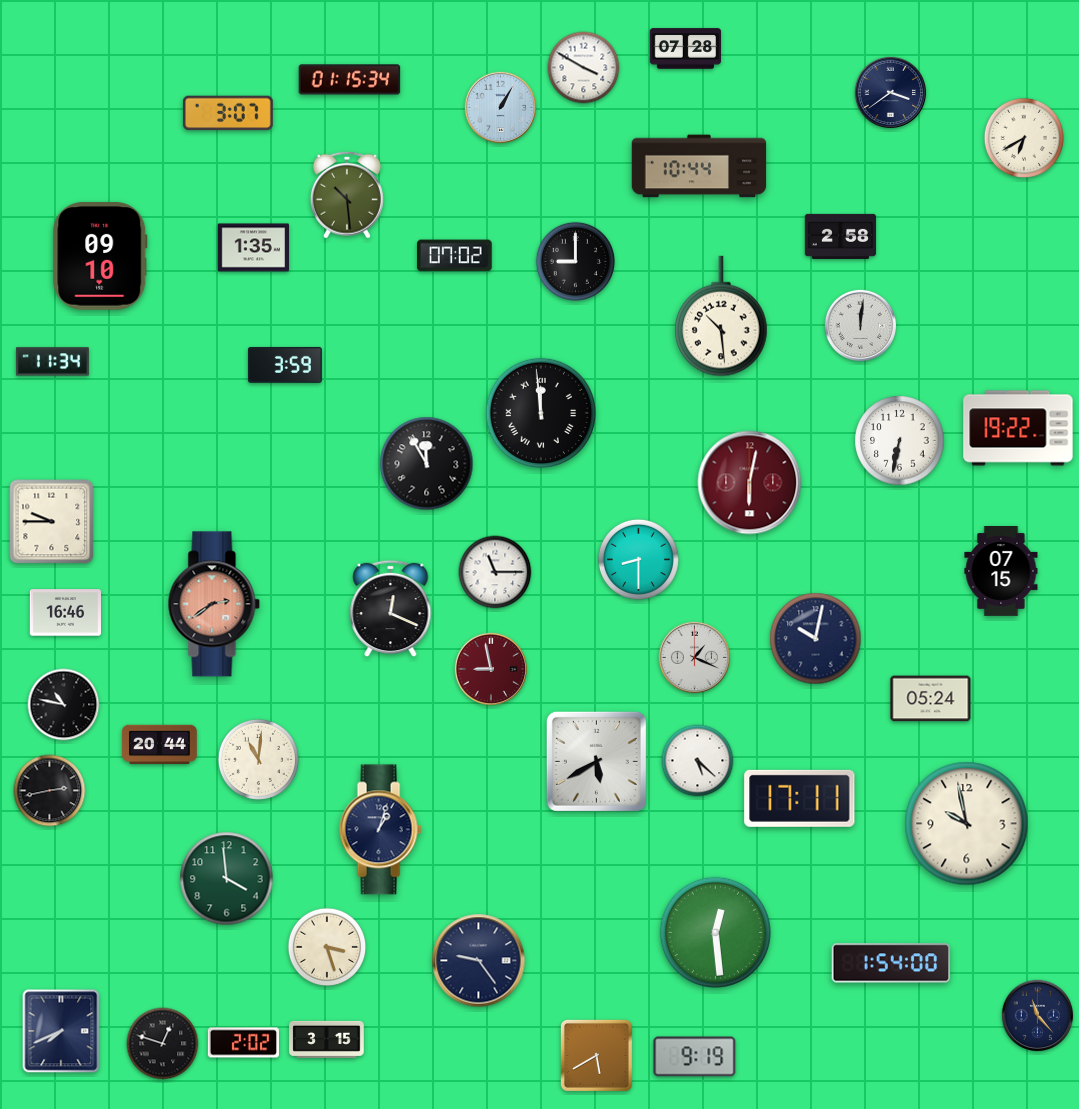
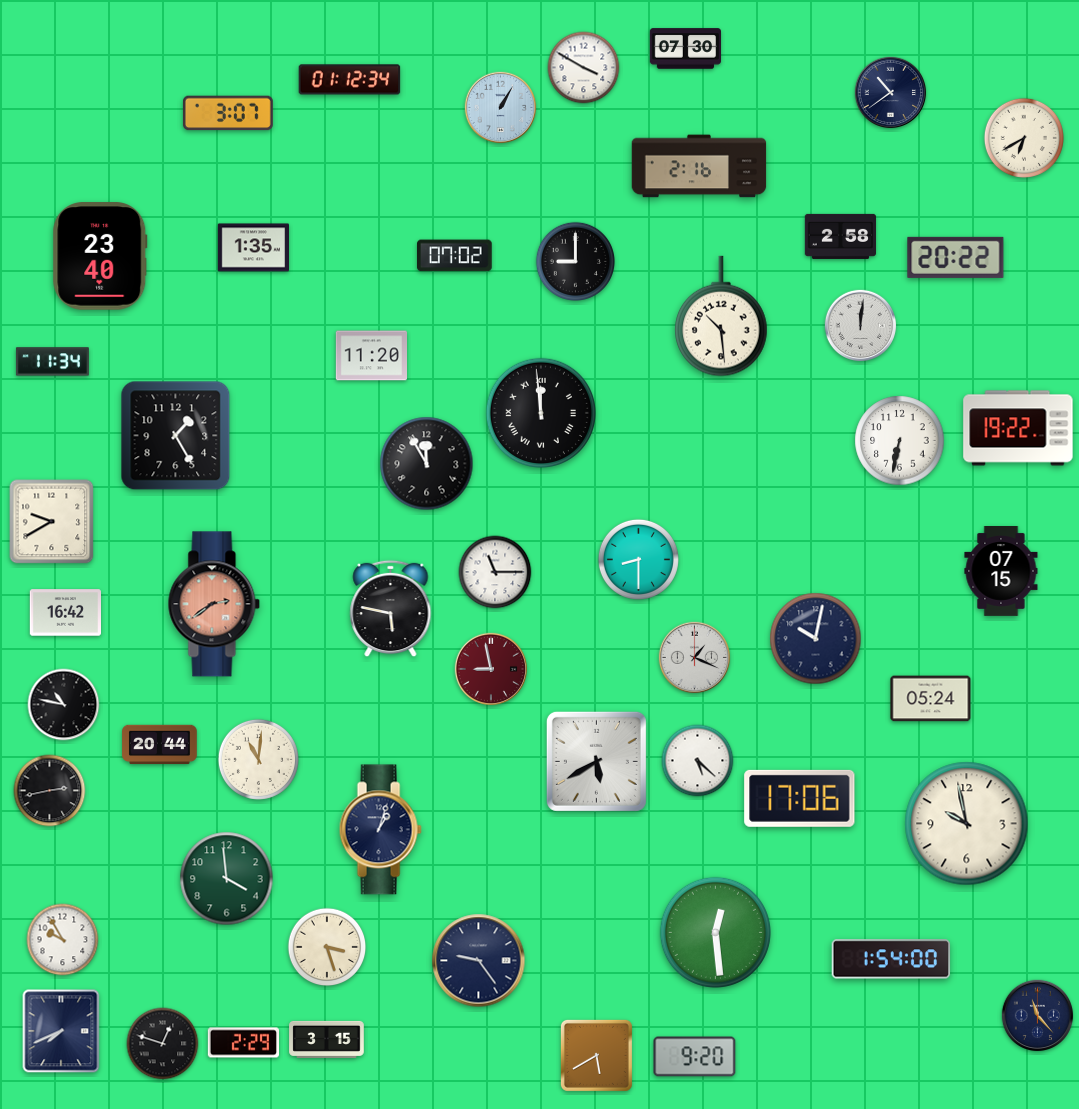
clock at (685, 49): 07:28 -> 07:30
clock at (350, 80): 01:15 -> 01:12
clock at (891, 93): 3:39 -> 10:39
clock at (699, 166): 10:44 -> 2:16
clock at (347, 195): 10:29 -> none
clock at (100, 256): 09:10 -> 23:40
clock at (956, 257): none -> 20:22
clock at (371, 356): none -> 11:20
clock at (285, 365): 3:59 -> none
clock at (176, 436): none -> 1:25
clock at (750, 483): 6:02 -> none
clock at (52, 522): 9:45 -> 9:40
clock at (391, 609): 12:19 -> 5:47
clock at (65, 613): 16:46 -> 16:42
clock at (800, 798): 17:11 -> 17:06
clock at (63, 940): none -> 9:55
clock at (891, 963) position: (891, 963) -> (891, 959)
clock at (243, 1043): 2:02 -> 2:29
clock at (695, 1057): 9:19 -> 9:20
